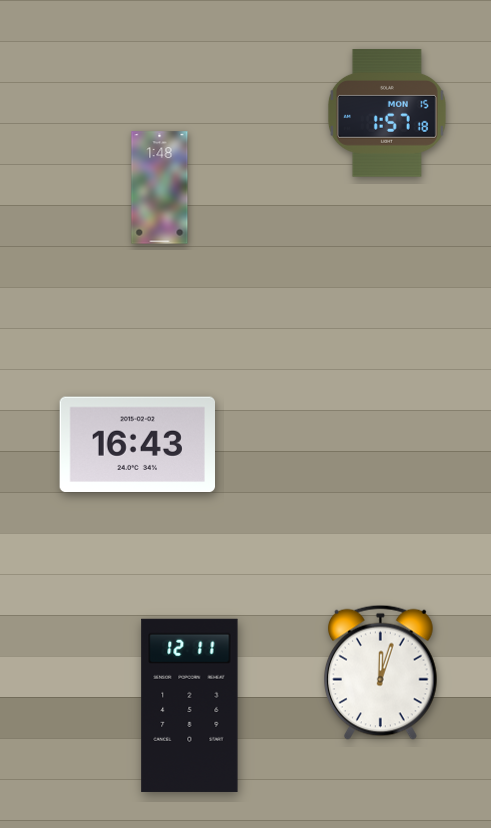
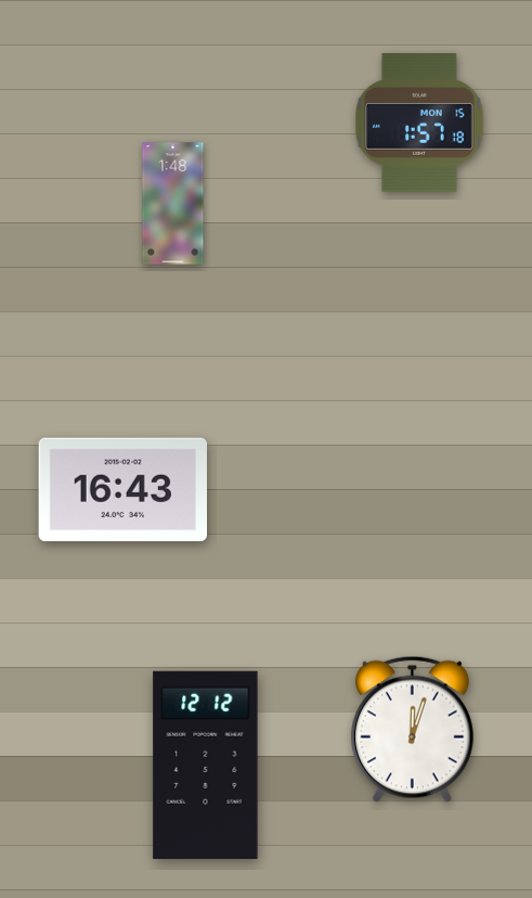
clock at (137, 445) position: (137, 445) -> (122, 490)
clock at (190, 705): 12:11 -> 12:12
